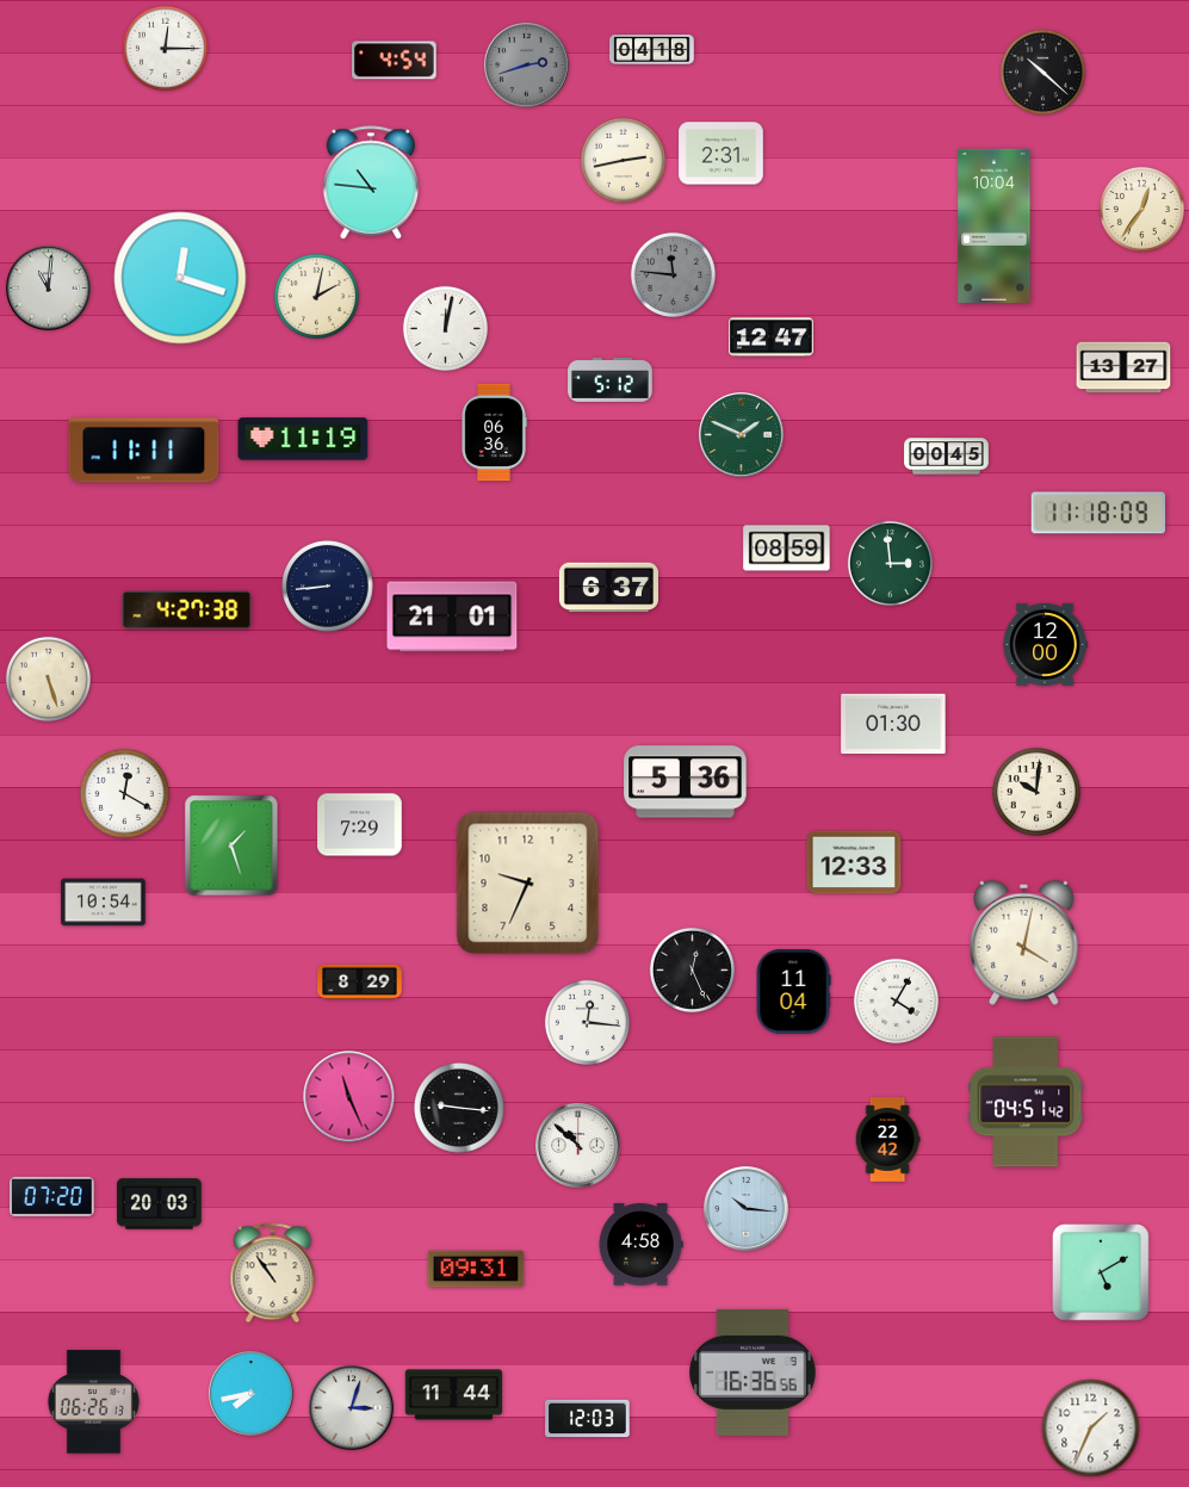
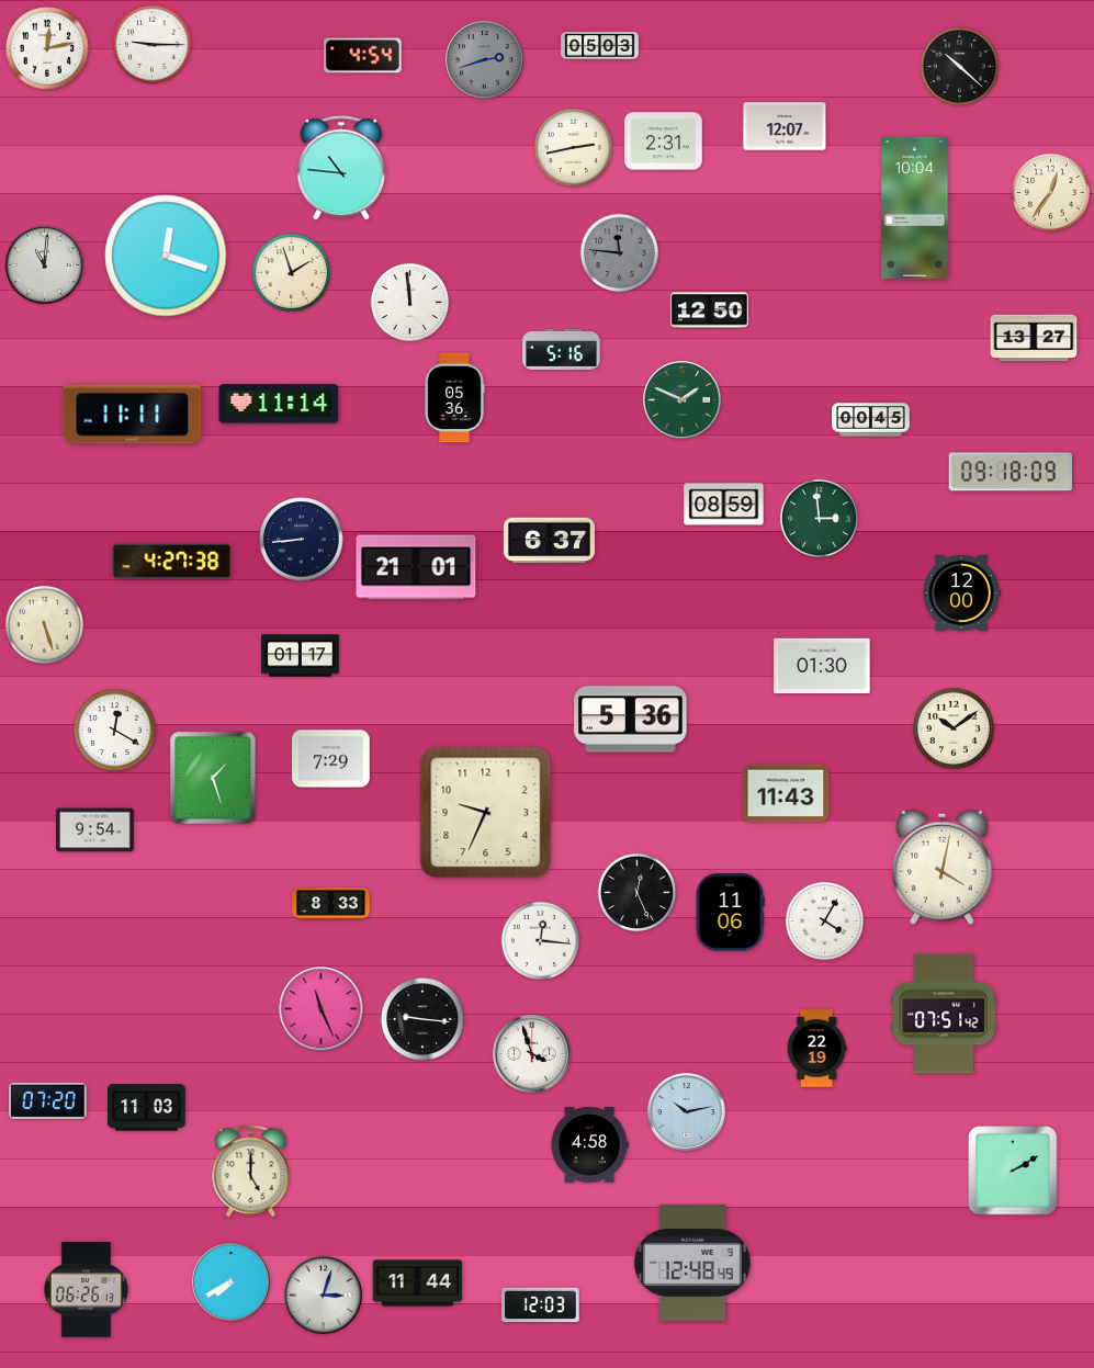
clock at (165, 48): 12:15 -> 9:15
clock at (652, 50): 04:18 -> 05:03
clock at (48, 49): none -> 12:13
clock at (785, 126): none -> 12:07
clock at (316, 296): 2:02 -> 1:57
clock at (445, 328): 12:02 -> 11:59
clock at (772, 337): 12:47 -> 12:50
clock at (611, 379): 5:12 -> 5:16
clock at (494, 433): 06:36 -> 05:36
clock at (303, 439): 11:19 -> 11:14
clock at (1098, 513): 11:18 -> 09:18
clock at (608, 588) position: (608, 588) -> (549, 541)
clock at (301, 656): none -> 01:17
clock at (1036, 792): 10:01 -> 10:09
clock at (854, 862): 12:33 -> 11:43
clock at (104, 903): 10:54 -> 9:54
clock at (360, 981): 8:29 -> 8:33
clock at (793, 992): 11:04 -> 11:06
clock at (1026, 1102): 04:51 -> 07:51
clock at (887, 1140): 22:42 -> 22:19
clock at (578, 1146): 10:52 -> 3:57
clock at (160, 1204): 20:03 -> 11:03
clock at (747, 1209): 10:16 -> 10:13
clock at (476, 1269): 09:31 -> none
clock at (1101, 1272): 5:10 -> 2:10
clock at (273, 1274): 10:54 -> 5:00
clock at (753, 1373): 16:36 -> 12:48
clock at (252, 1394): 7:43 -> 7:40
clock at (1091, 1429): 1:34 -> none
